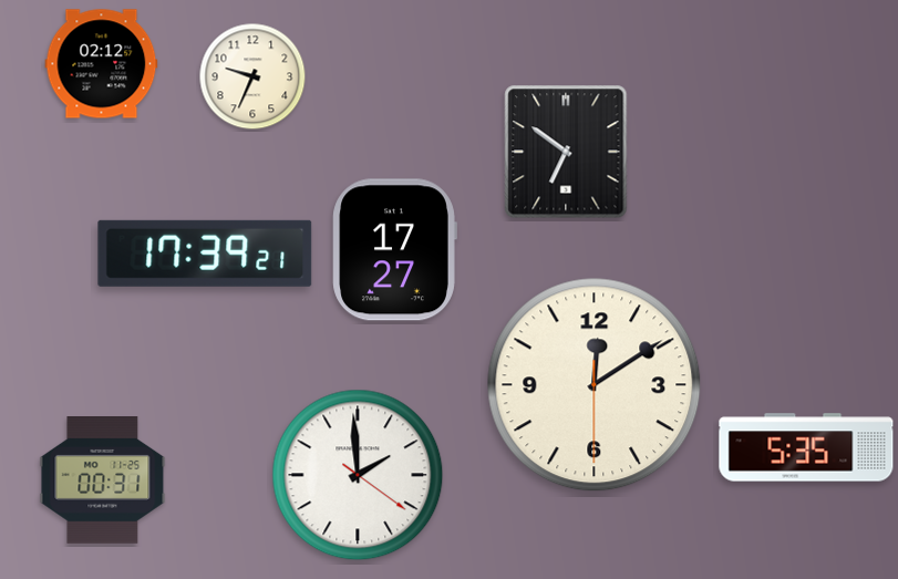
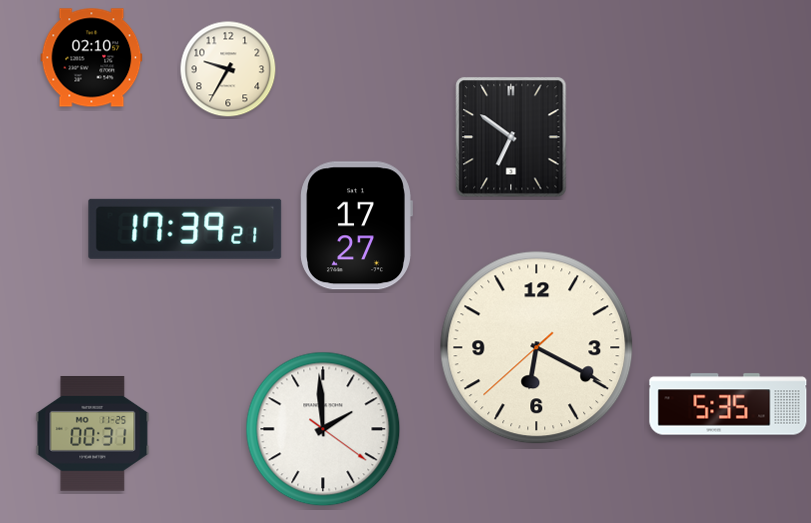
clock at (102, 64): 02:12 -> 02:10
clock at (252, 76): 9:34 -> 9:35
clock at (595, 385): 12:09 -> 6:19
